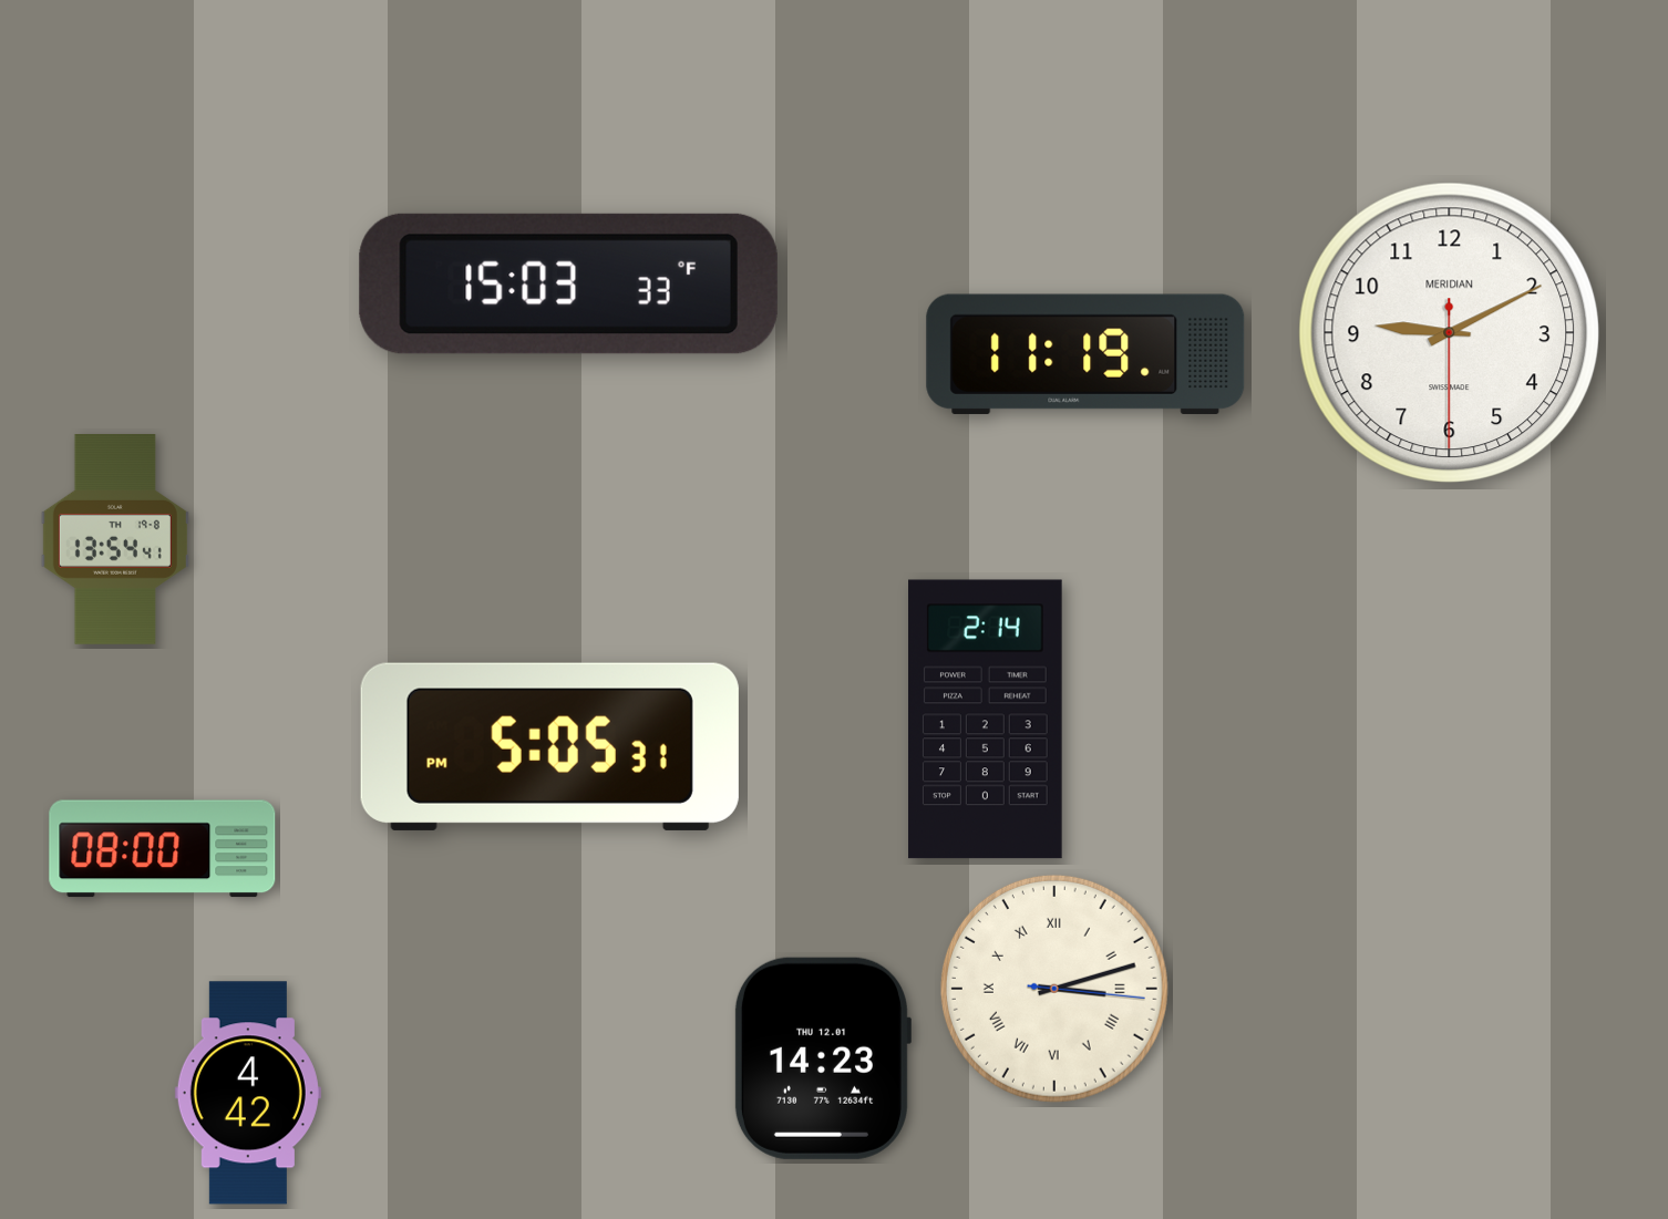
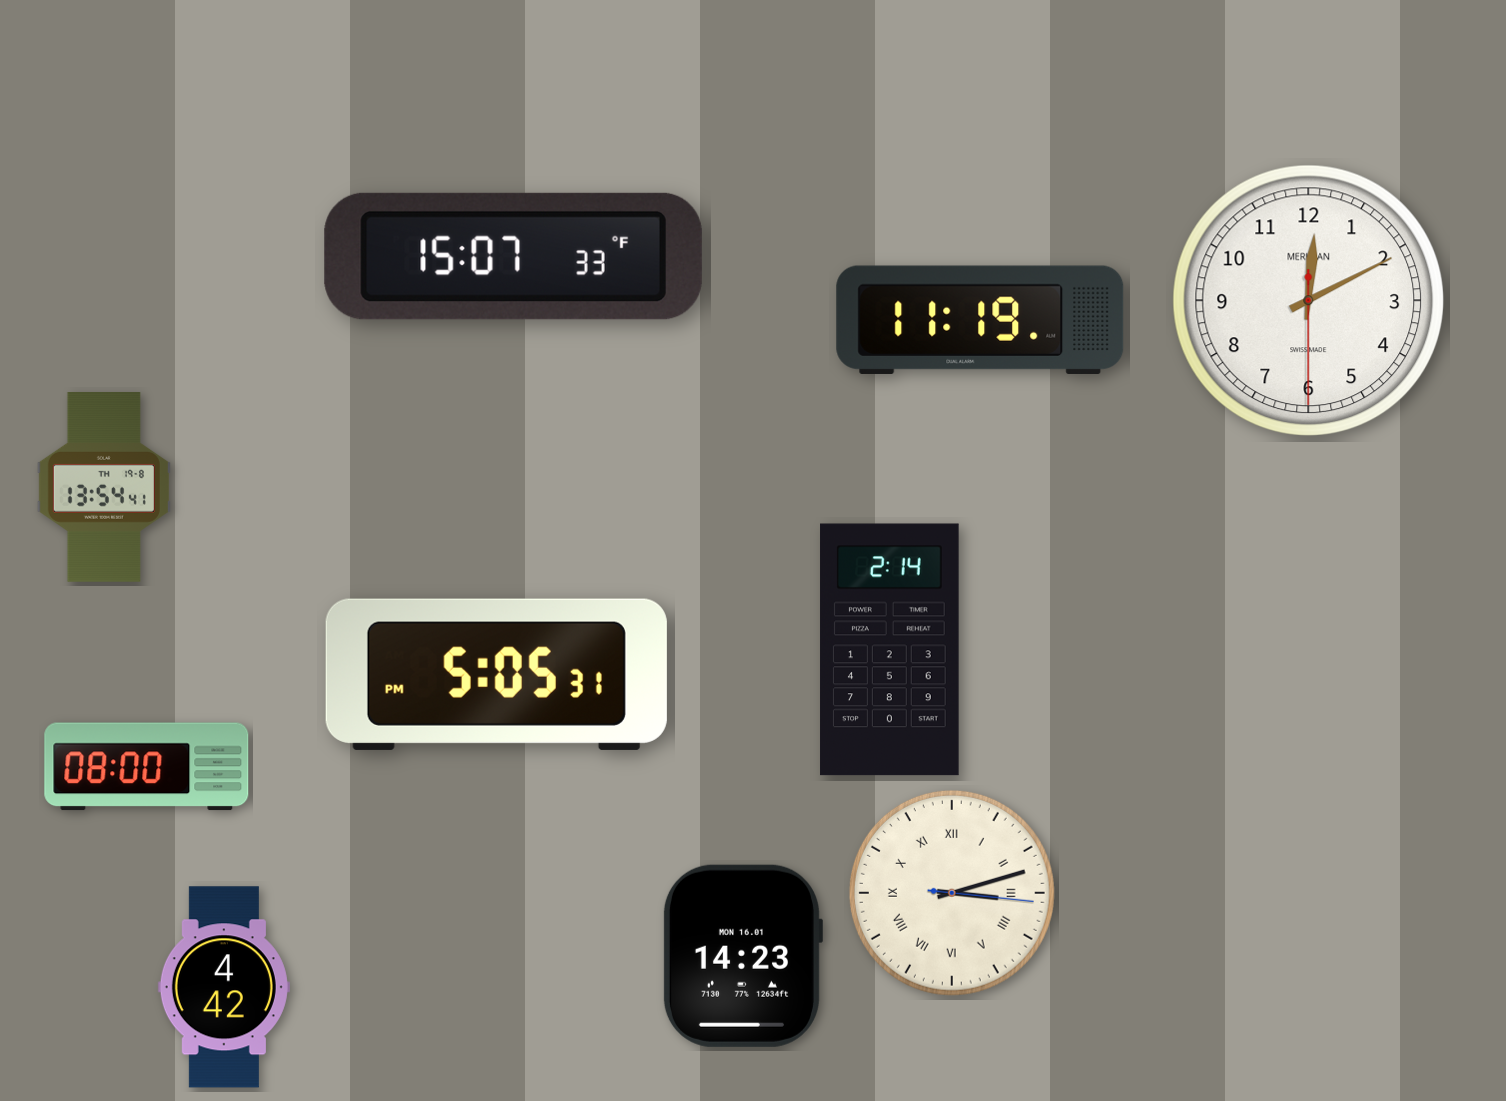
clock at (568, 283): 15:03 -> 15:07
clock at (1450, 333): 9:10 -> 12:10
clock at (822, 1058) date: THU 12.01 -> MON 16.01
